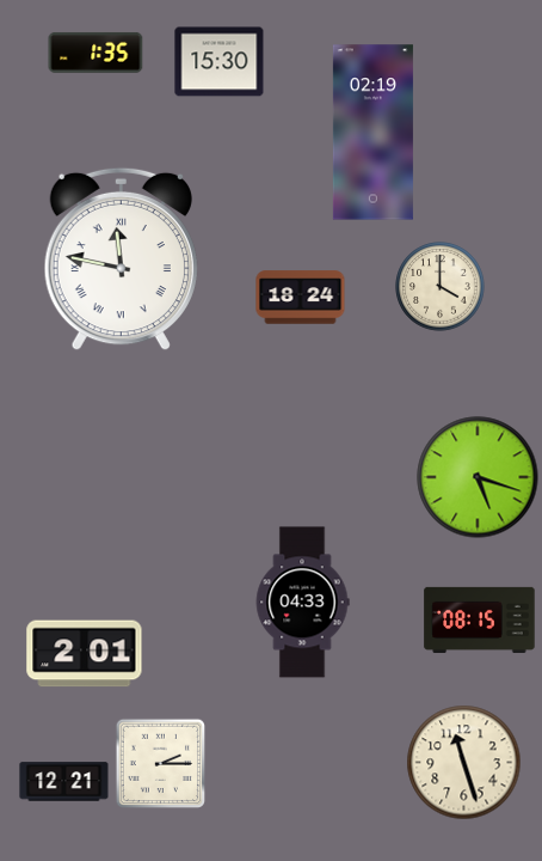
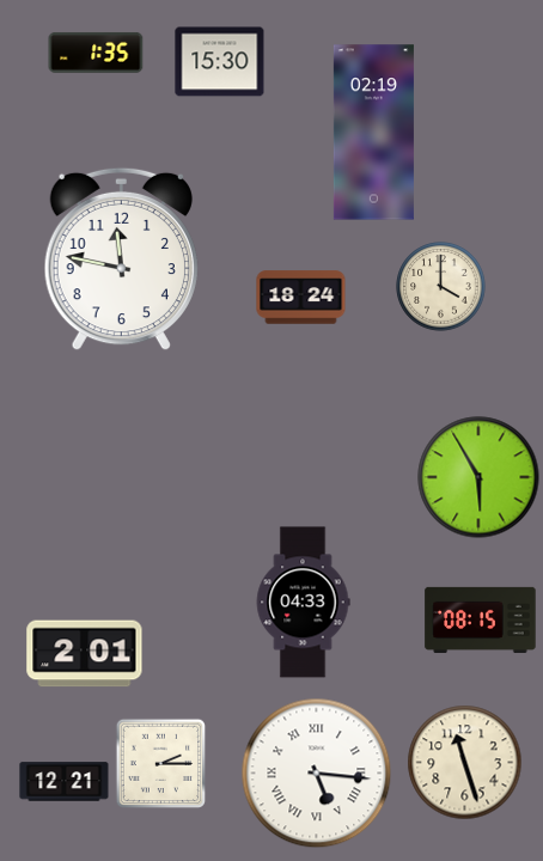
clock at (121, 259) numerals: Roman -> Arabic
clock at (478, 477): 5:18 -> 5:55
clock at (317, 774): none -> 5:16
